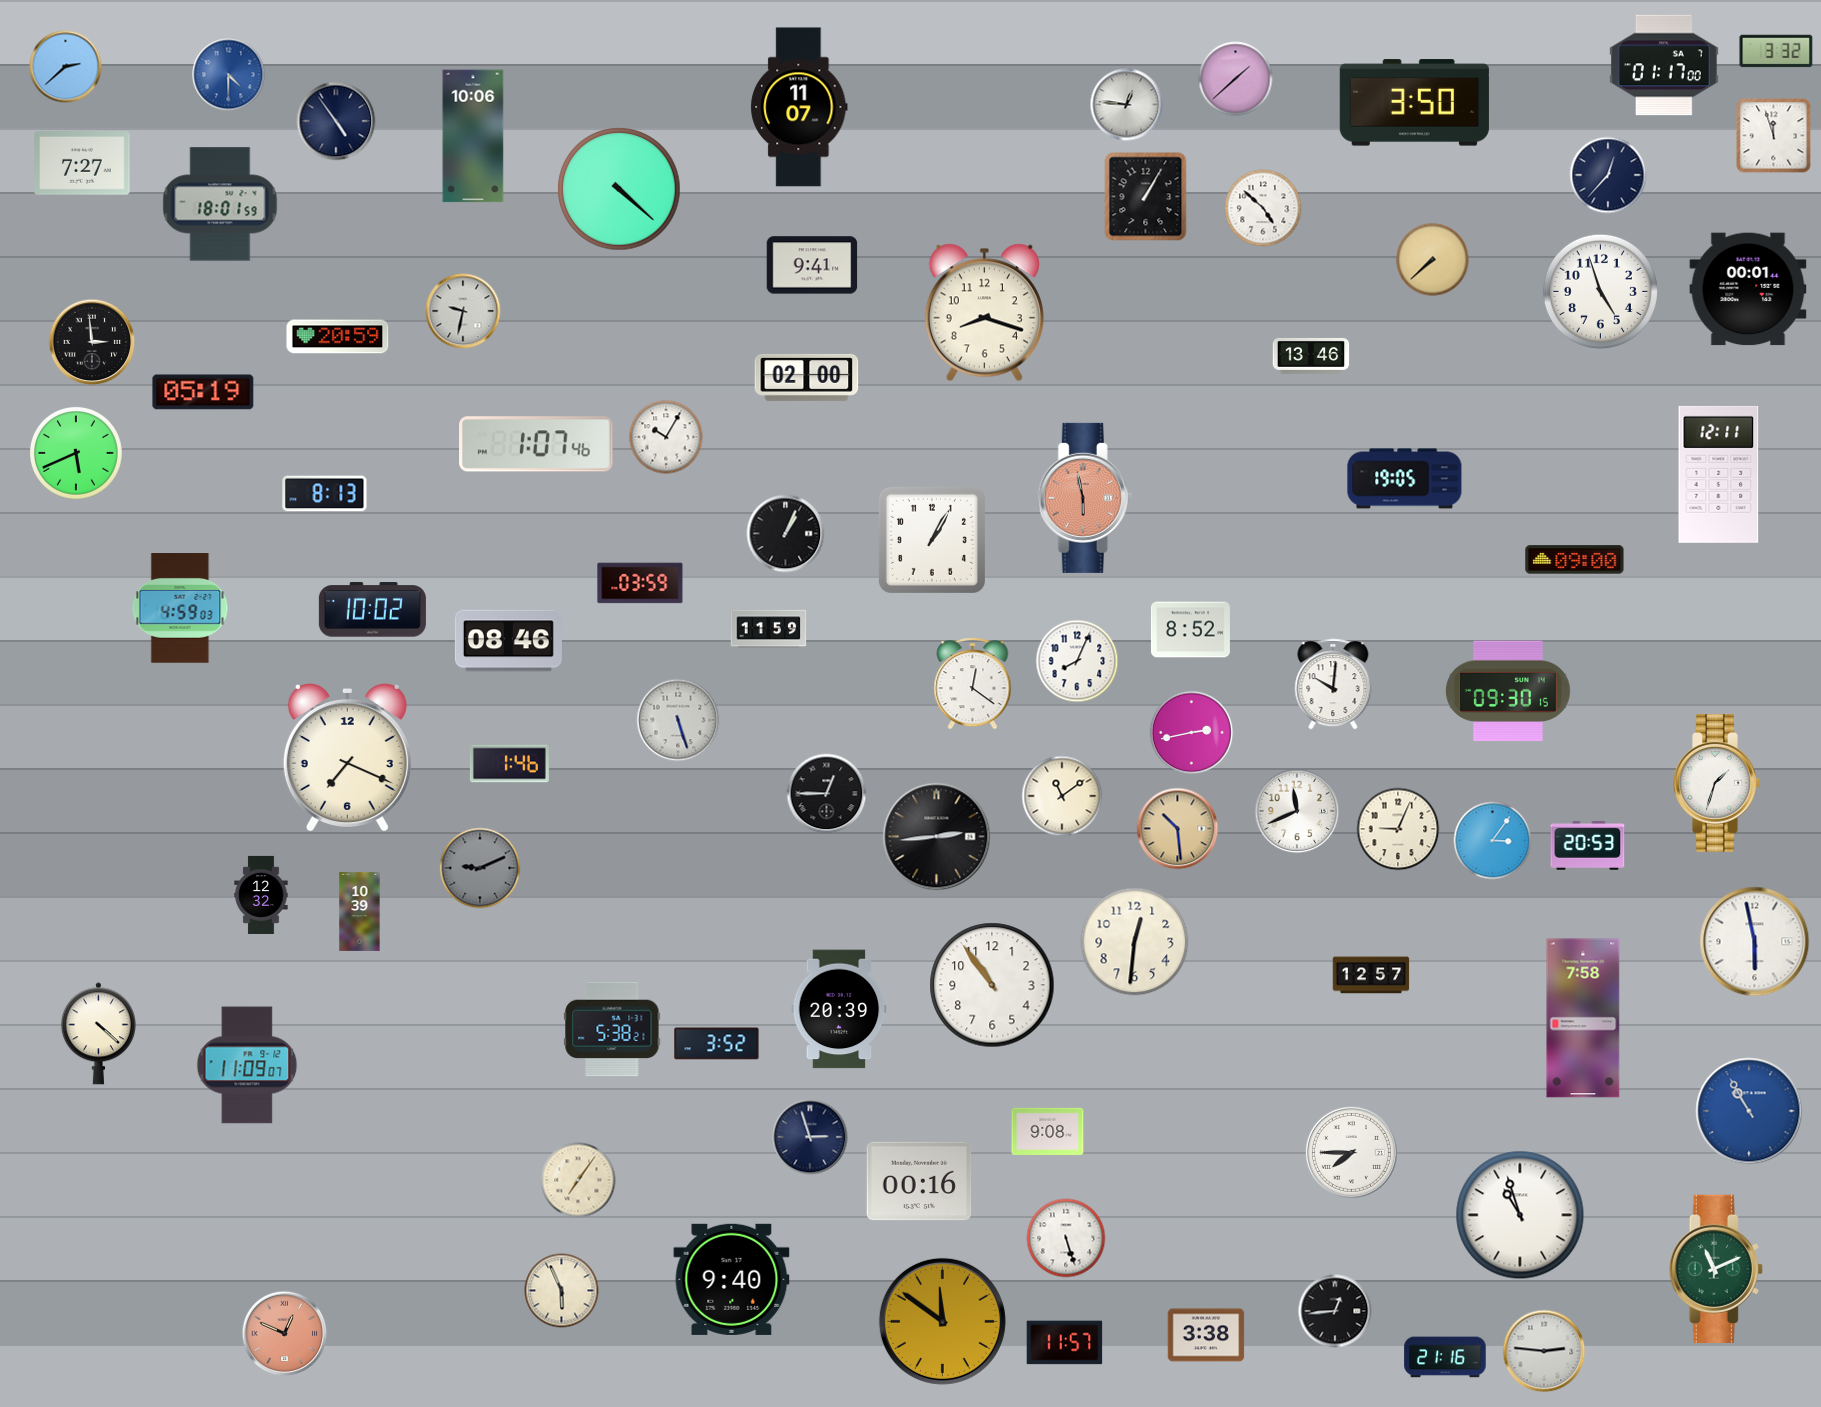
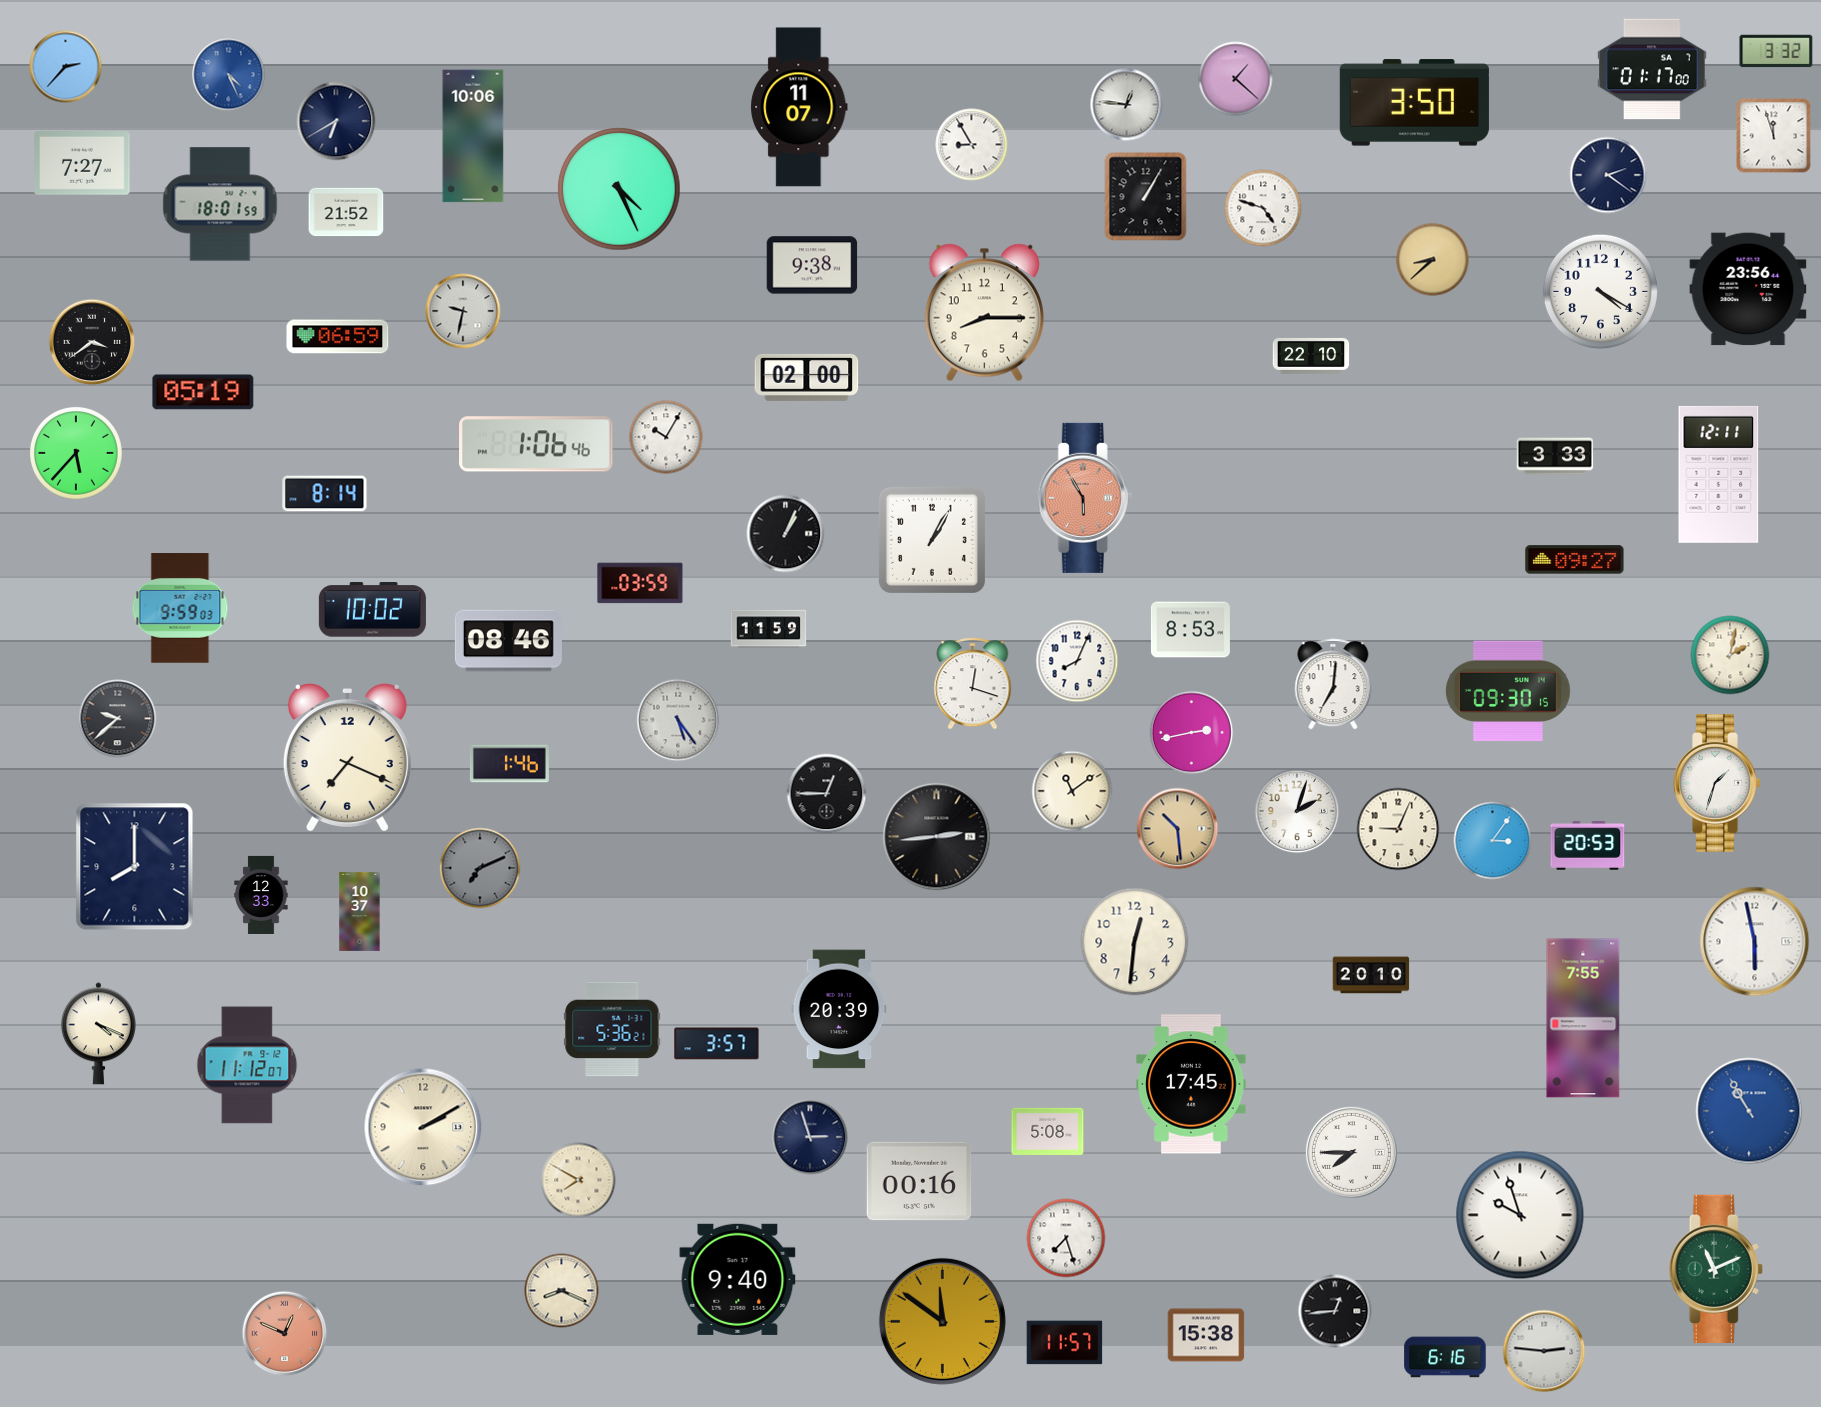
clock at (1664, 65) position: (1664, 65) -> (1652, 69)
clock at (66, 67): 2:38 -> 2:37
clock at (229, 75): 4:30 -> 4:26
clock at (1236, 79): 1:38 -> 1:22
clock at (336, 121): 4:54 -> 6:40
clock at (972, 145): none -> 8:55
clock at (1608, 175): 12:37 -> 2:21
clock at (619, 189): 4:22 -> 4:26
clock at (1263, 208): 4:52 -> 4:48
clock at (346, 212): none -> 21:52
clock at (1433, 260): 7:38 -> 8:38
clock at (812, 265): 9:41 -> 9:38
clock at (1748, 289): 00:01 -> 23:56
clock at (1600, 291): 4:57 -> 4:20
clock at (984, 313): 8:18 -> 8:15
clock at (338, 337): 20:59 -> 06:59
clock at (92, 342): 2:59 -> 3:39
clock at (1311, 356): 13:46 -> 22:10
clock at (536, 444): 1:07 -> 1:06
clock at (76, 453): 5:41 -> 5:37
clock at (1555, 456): none -> 3:33
clock at (1405, 479): 19:05 -> none
clock at (325, 494): 8:13 -> 8:14
clock at (1085, 498): 5:58 -> 5:55
clock at (1575, 560): 09:00 -> 09:27
clock at (180, 608): 4:59 -> 9:59
clock at (1190, 630): 8:52 -> 8:53
clock at (1730, 655): none -> 2:02
clock at (973, 684): 12:21 -> 12:18
clock at (1333, 684): 10:01 -> 7:01
clock at (118, 719): none -> 9:38
clock at (678, 720): 5:27 -> 5:24
clock at (1062, 796) position: (1062, 796) -> (1072, 791)
clock at (1297, 811): 11:41 -> 2:03
clock at (135, 867): none -> 8:00
clock at (480, 868): 9:11 -> 7:11
clock at (261, 895): 12:32 -> 12:33
clock at (360, 911): 10:39 -> 10:37
clock at (1371, 975): 12:57 -> 20:10
clock at (992, 985): 10:54 -> none
clock at (1583, 1018): 7:58 -> 7:55
clock at (612, 1029): 5:38 -> 5:36
clock at (98, 1034): 4:22 -> 4:19
clock at (717, 1044): 3:52 -> 3:57
clock at (247, 1065): 11:09 -> 11:12
clock at (1191, 1084): none -> 17:45
clock at (423, 1127): none -> 2:10
clock at (1048, 1131): 9:08 -> 5:08
clock at (578, 1180): 7:06 -> 7:50
clock at (1520, 1215): 10:57 -> 9:57
clock at (1066, 1238): 5:27 -> 7:27
clock at (732, 1279) position: (732, 1279) -> (738, 1279)
clock at (562, 1291): 5:56 -> 8:19
clock at (1206, 1335): 3:38 -> 15:38
clock at (1445, 1357): 21:16 -> 6:16
